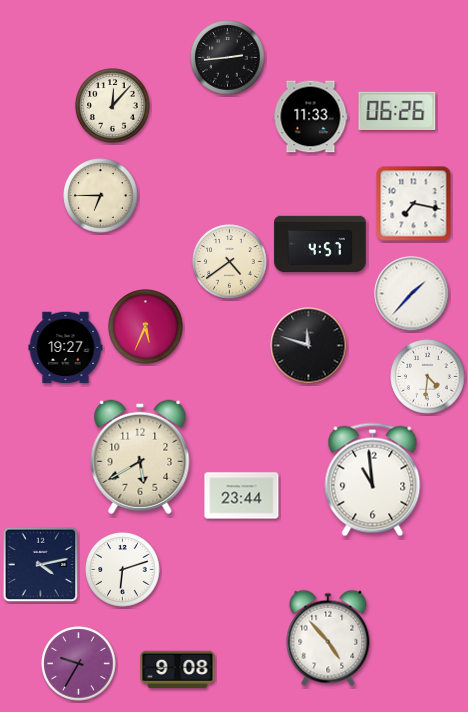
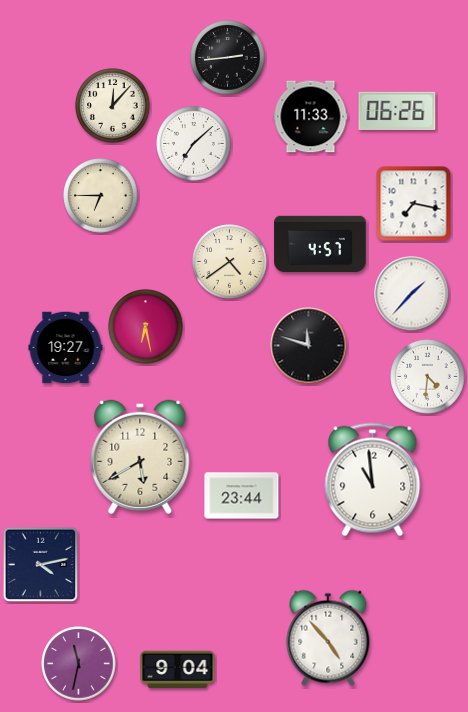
clock at (194, 144): none -> 7:08
clock at (146, 327): 5:34 -> 6:28
clock at (123, 570): 6:12 -> none
clock at (79, 664): 9:35 -> 11:32
clock at (178, 670): 9:08 -> 9:04
